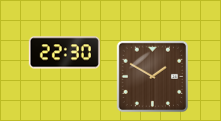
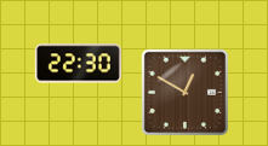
clock at (153, 77): 1:50 -> 12:50
